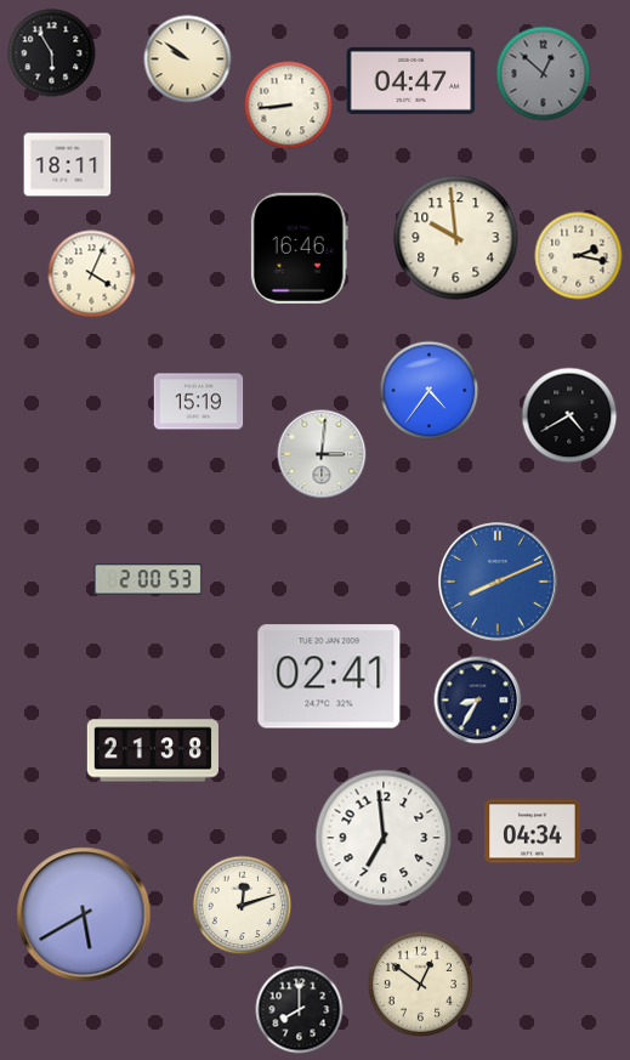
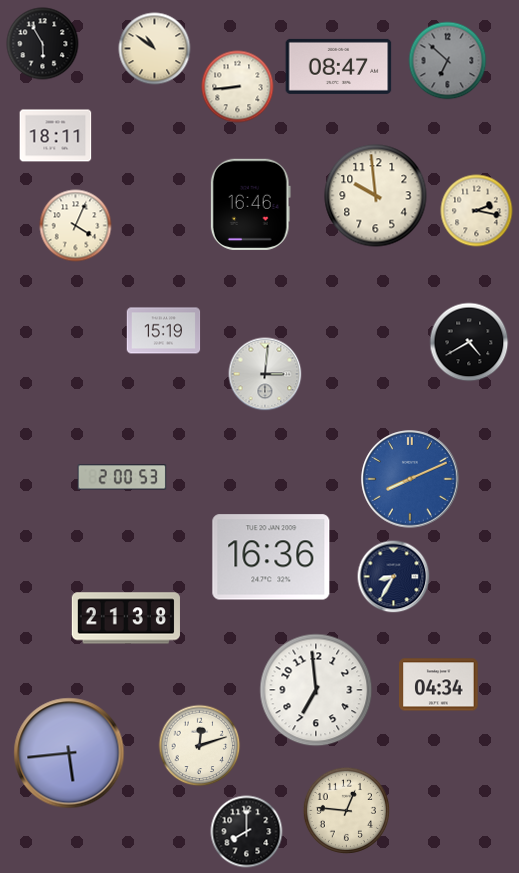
clock at (188, 59): 9:51 -> 10:51
clock at (544, 74): 12:52 -> 6:52
clock at (412, 80): 04:47 -> 08:47
clock at (299, 248) position: (299, 248) -> (250, 204)
clock at (430, 391): 4:36 -> none
clock at (329, 676): 02:41 -> 16:36
clock at (84, 914): 5:40 -> 5:44
clock at (420, 984): 12:51 -> 12:46
